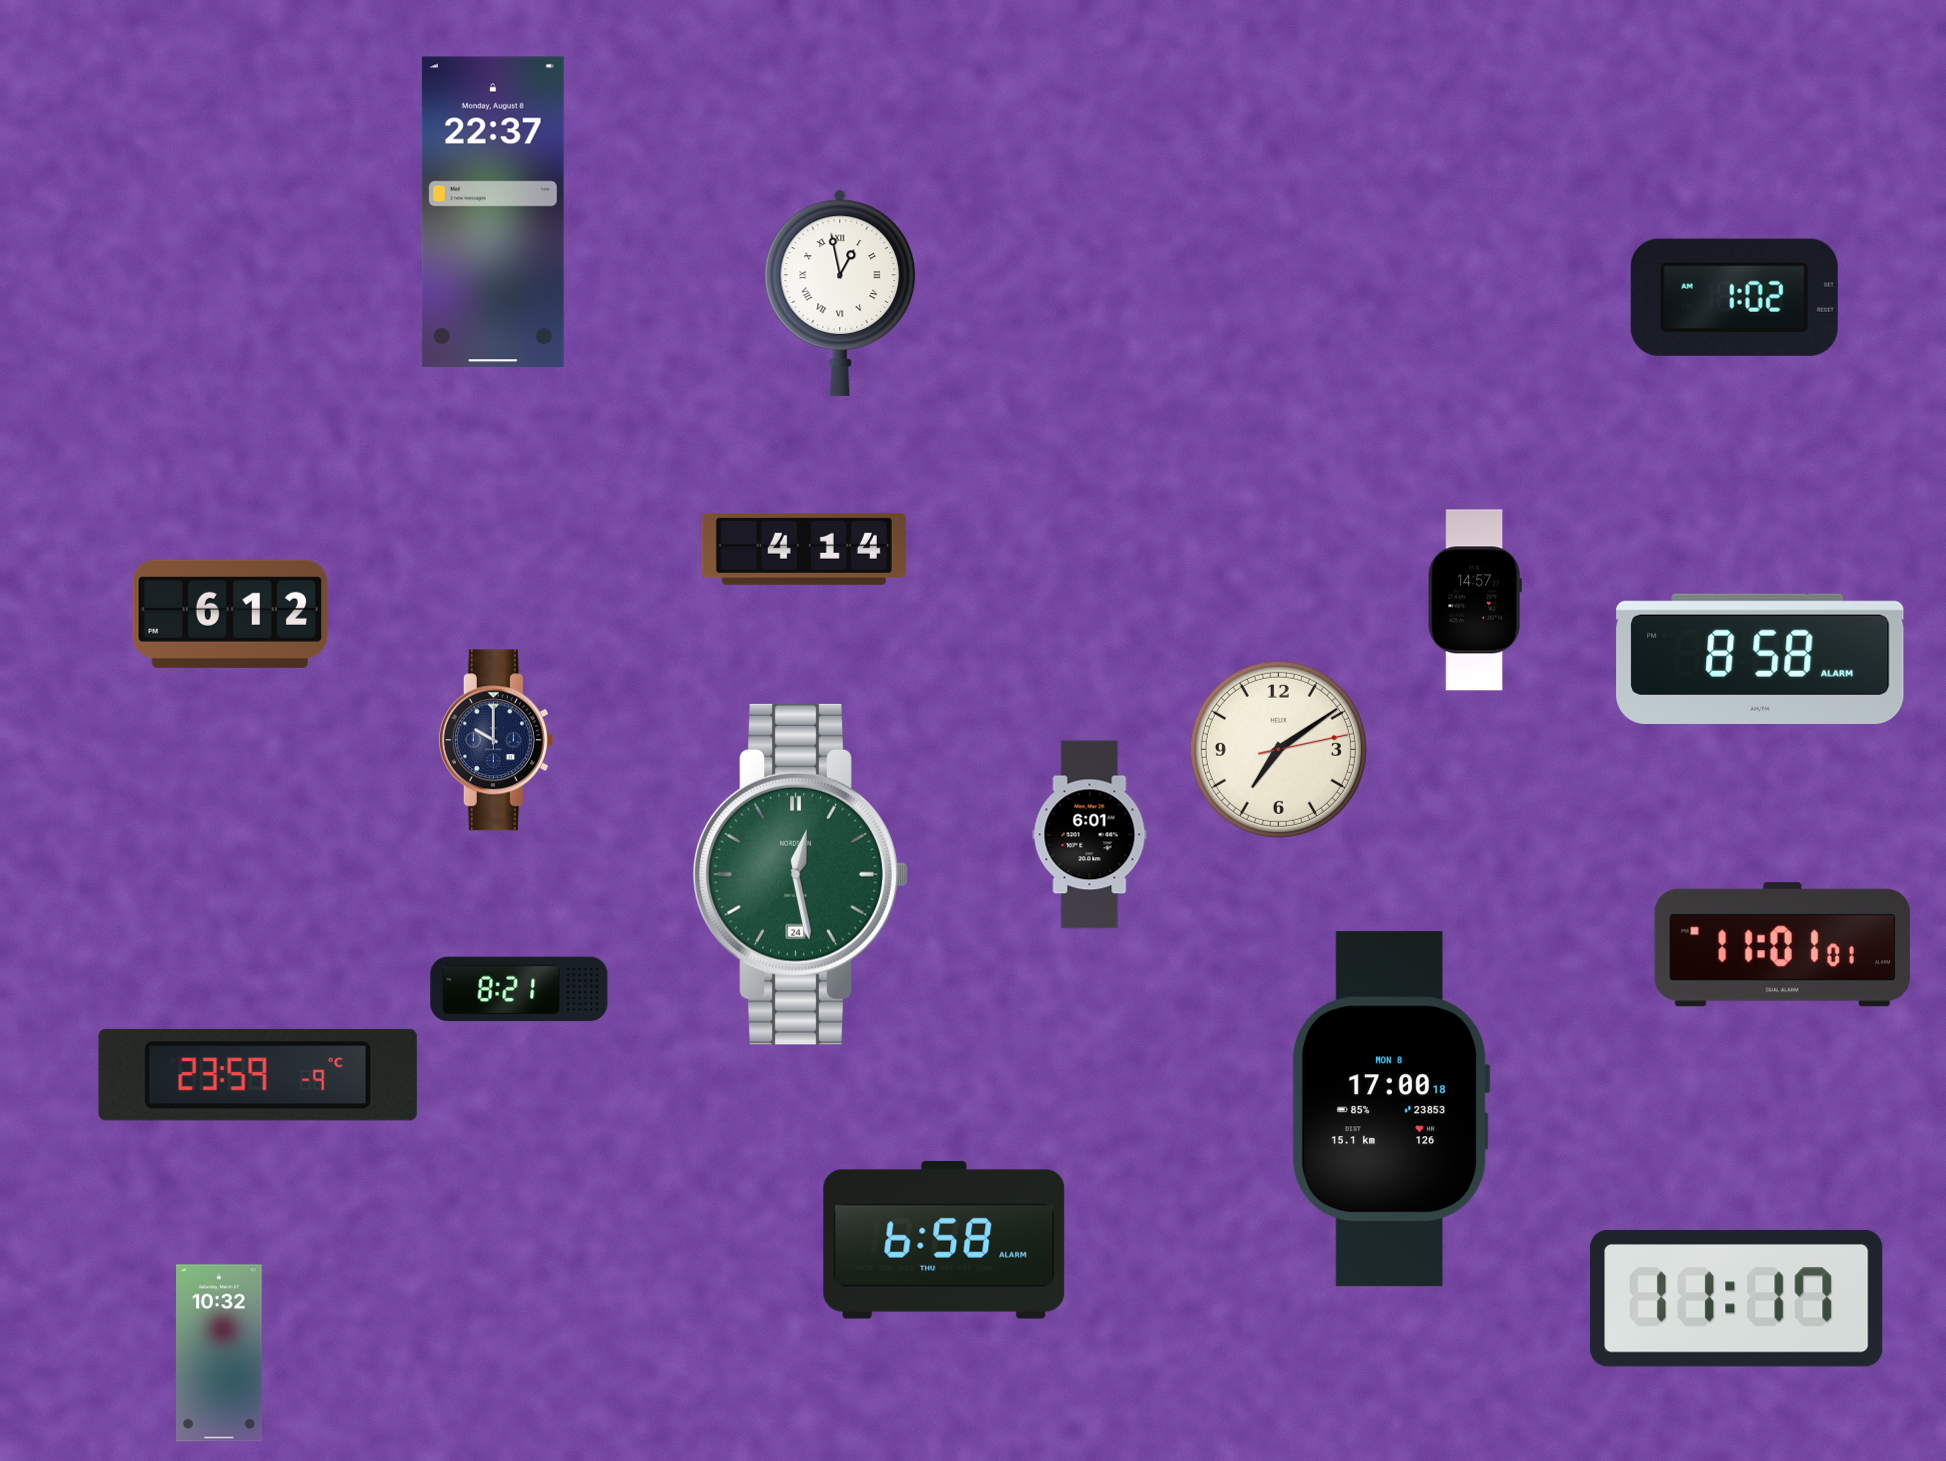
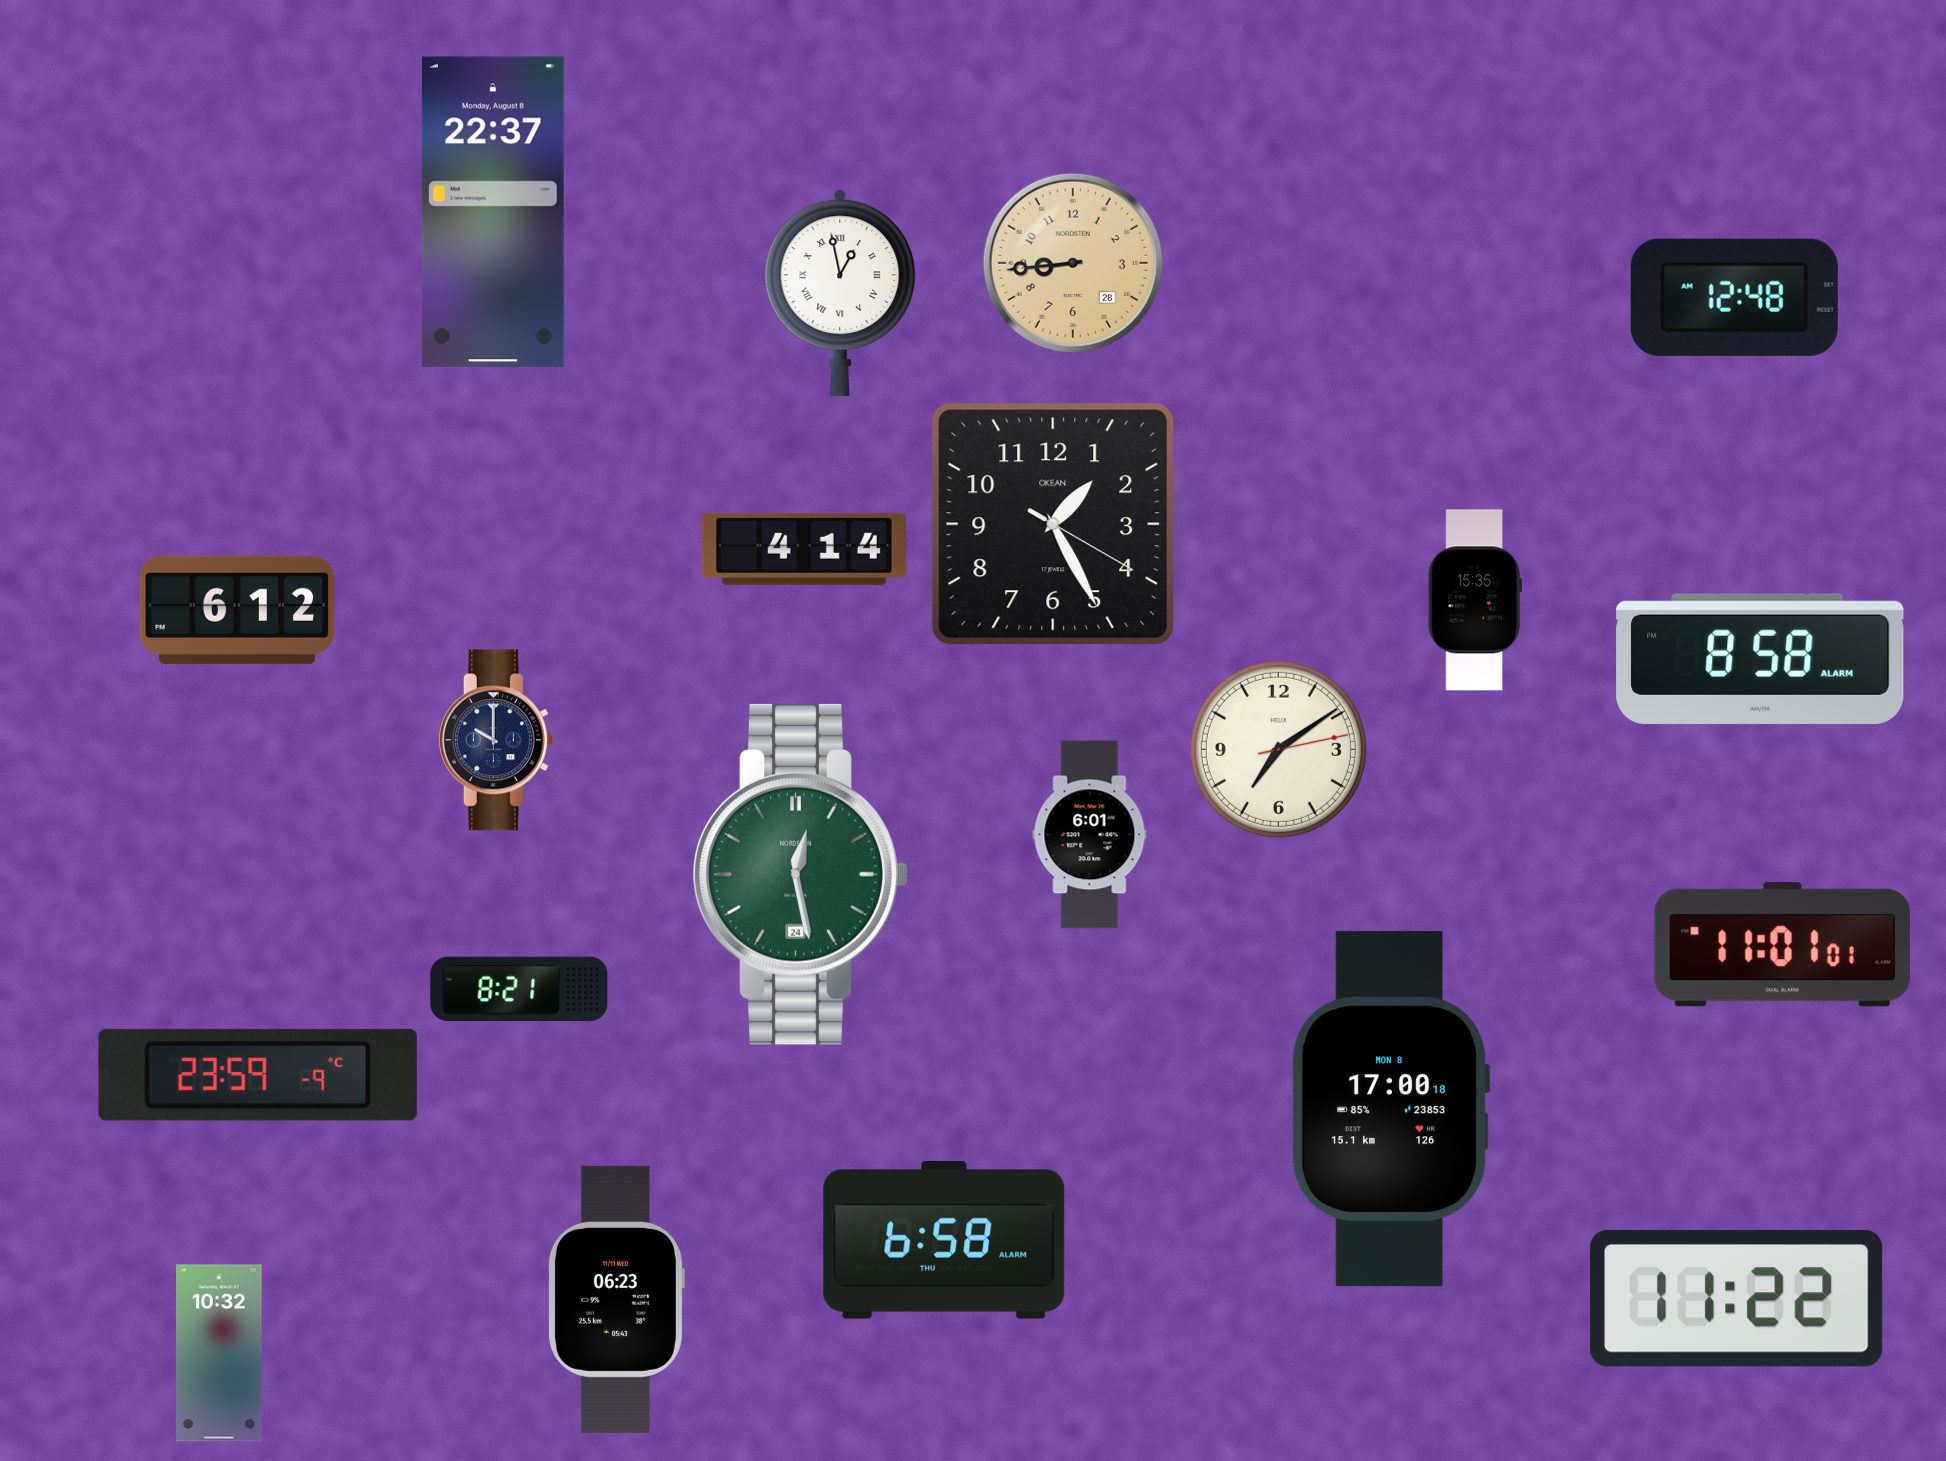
clock at (1073, 263): none -> 8:44
clock at (1734, 297): 1:02 -> 12:48
clock at (1053, 524): none -> 1:25
clock at (1475, 600): 14:57 -> 15:35
clock at (230, 614) position: (230, 614) -> (237, 610)
clock at (1737, 1298): 11:17 -> 11:22
clock at (616, 1299): none -> 06:23
